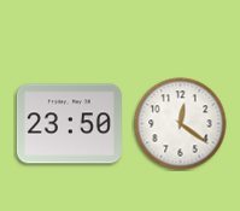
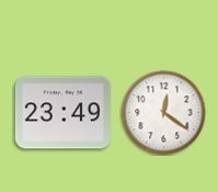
clock at (69, 124): 23:50 -> 23:49
